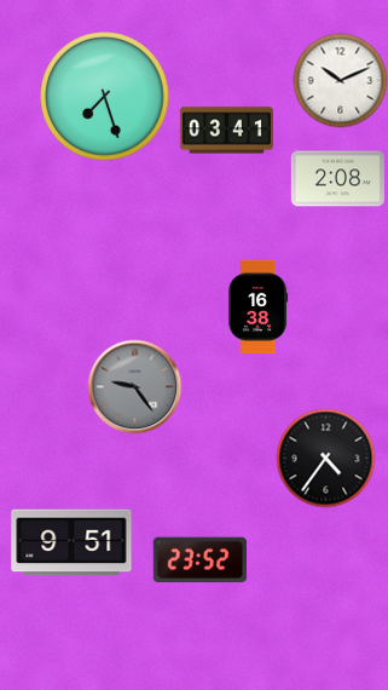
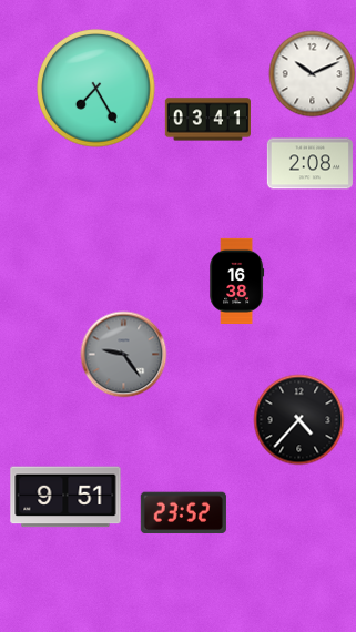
clock at (105, 97): 7:27 -> 7:25
clock at (325, 458): 4:36 -> 4:37
